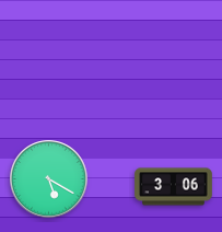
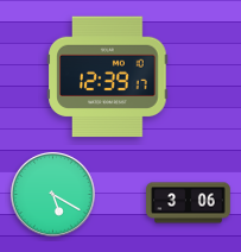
clock at (108, 77): none -> 12:39
